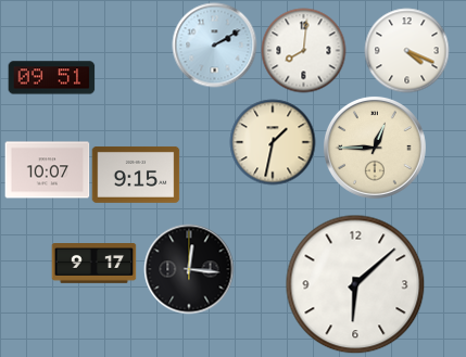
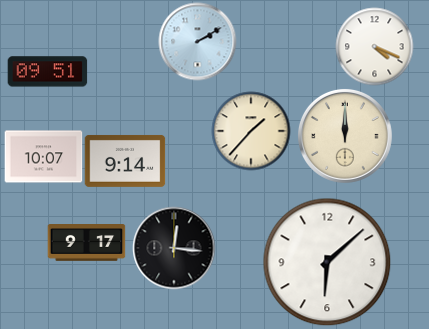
clock at (303, 50): 8:01 -> none
clock at (273, 142): 1:32 -> 1:37
clock at (375, 148): 12:45 -> 12:00
clock at (136, 175): 9:15 -> 9:14
